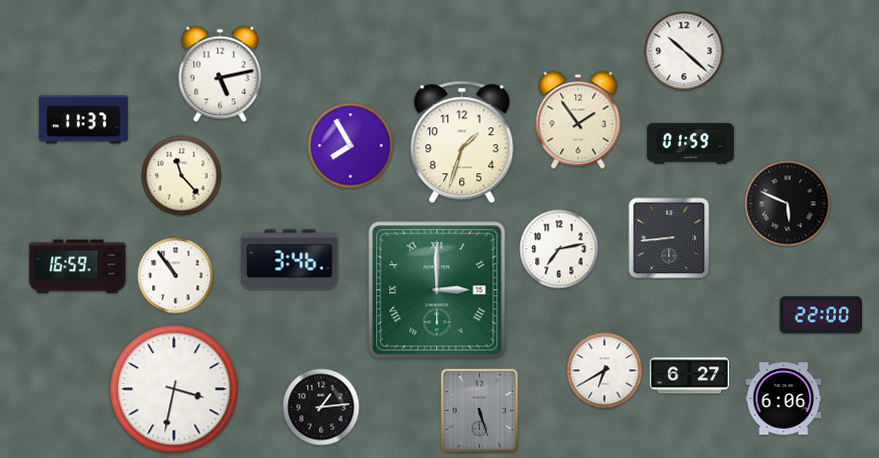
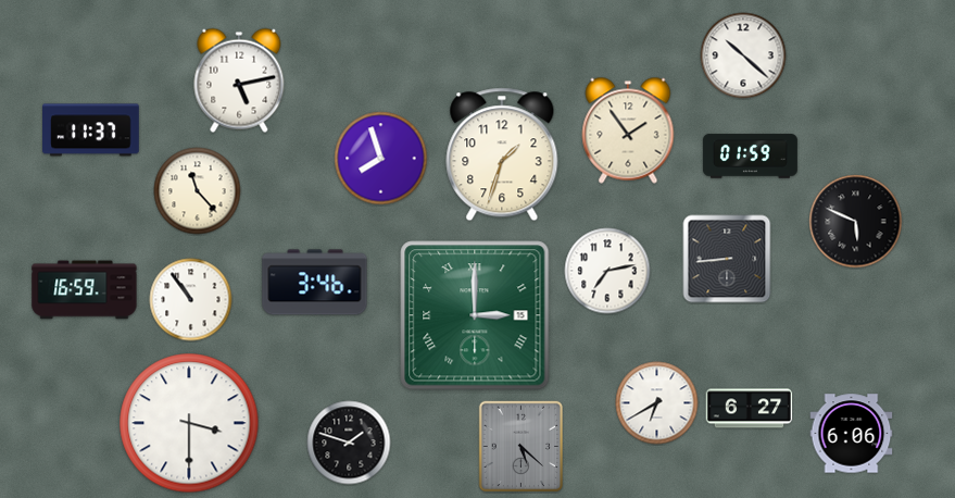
clock at (351, 146): 7:55 -> 7:57
clock at (821, 315): 22:00 -> none
clock at (174, 389): 3:32 -> 3:30
clock at (321, 407): 1:14 -> 1:48
clock at (479, 411): 5:27 -> 5:22
